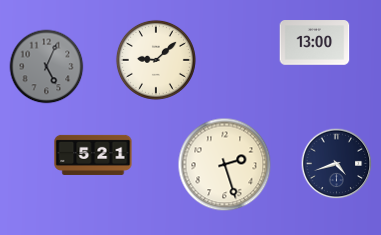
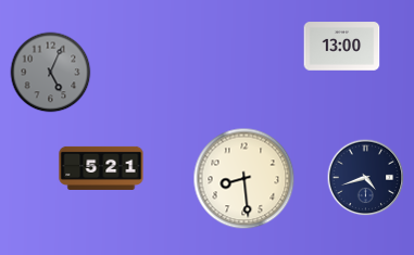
clock at (156, 60): 9:08 -> none
clock at (225, 165): 2:27 -> 8:29
